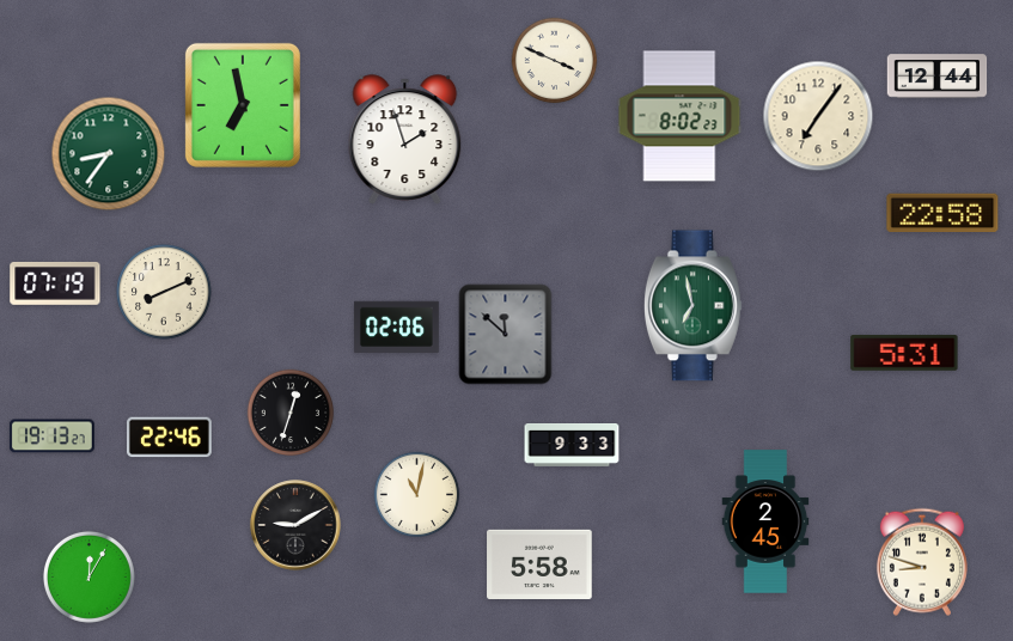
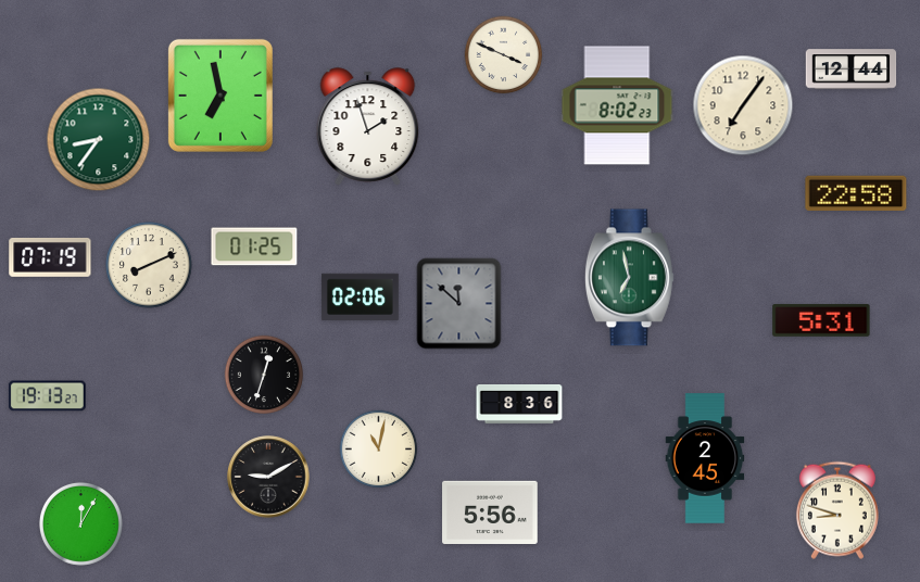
clock at (254, 246): none -> 01:25
clock at (169, 438): 22:46 -> none
clock at (572, 446): 9:33 -> 8:36
clock at (765, 521) position: (765, 521) -> (705, 458)
clock at (539, 563): 5:58 -> 5:56
